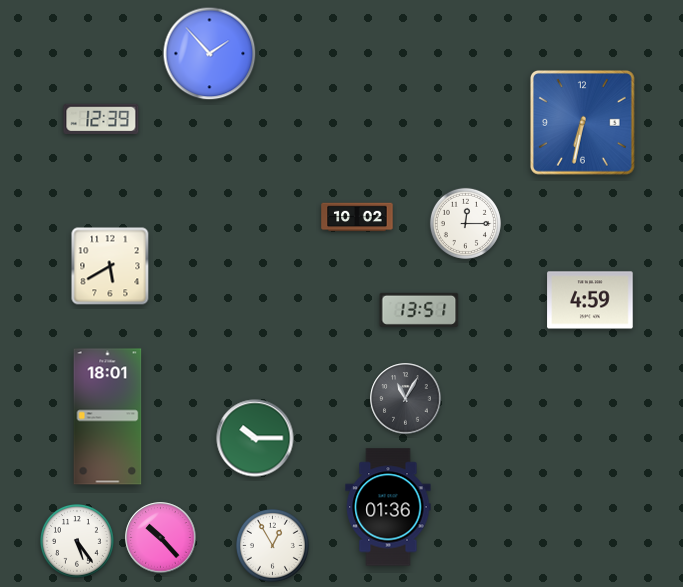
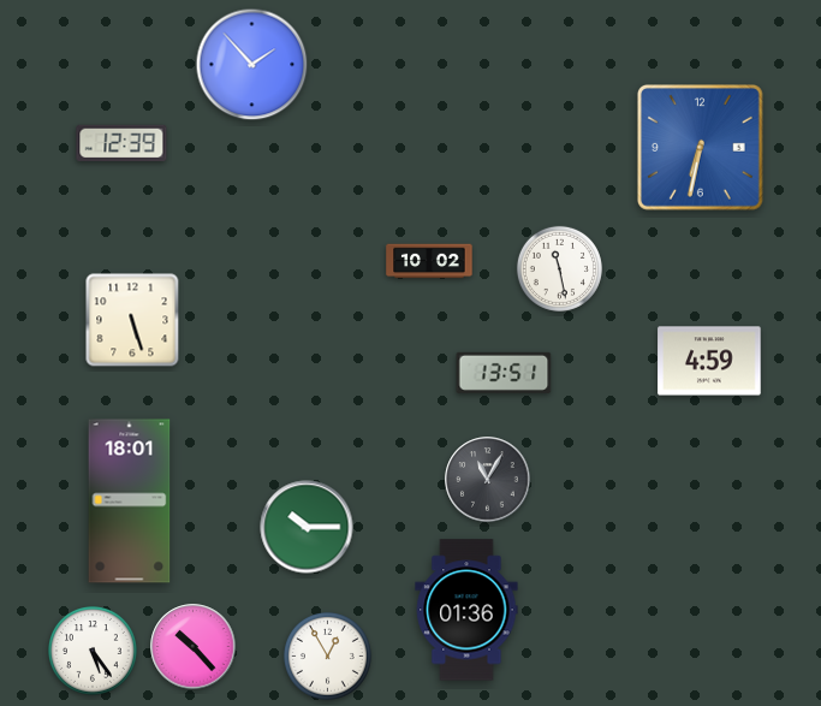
clock at (465, 223): 12:15 -> 11:28
clock at (110, 266): 5:40 -> 5:27
